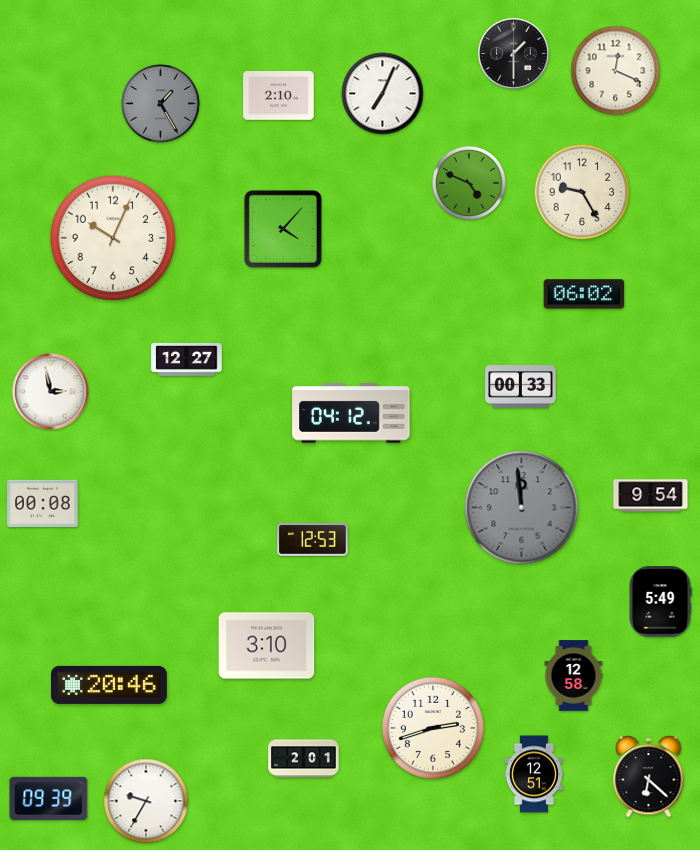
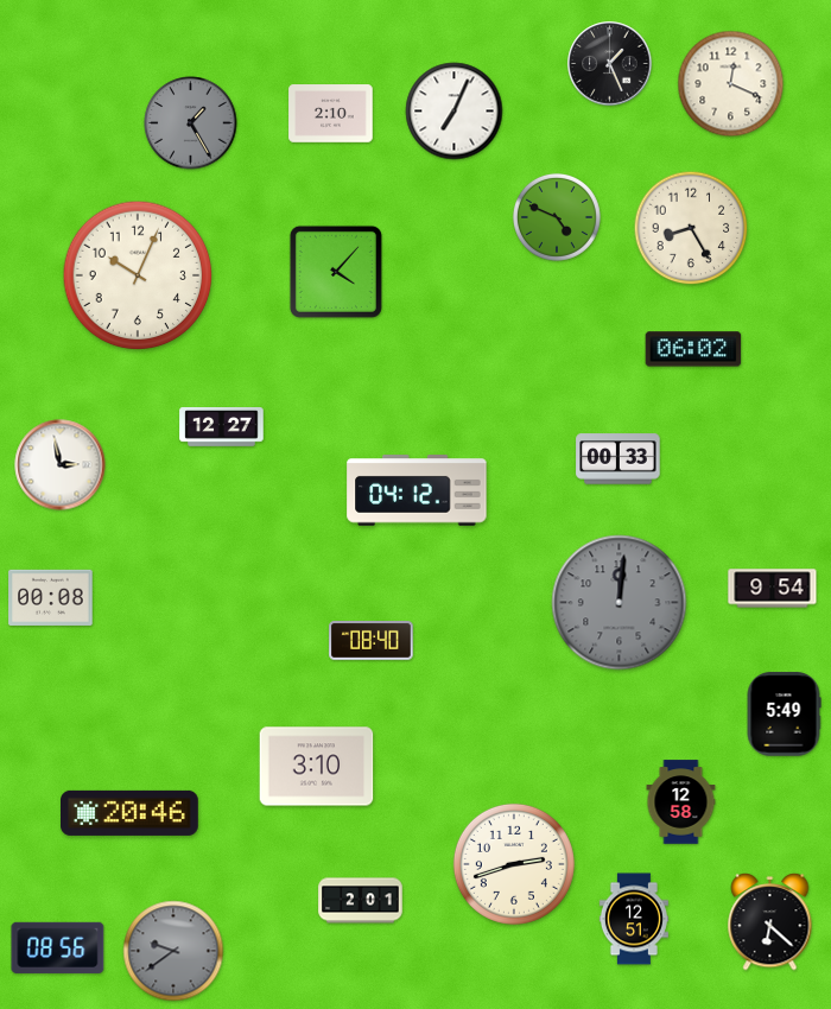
clock at (514, 54): 1:30 -> 1:26
clock at (582, 192): 9:25 -> 8:25
clock at (113, 238) position: (113, 238) -> (138, 275)
clock at (522, 508): 11:59 -> 12:01
clock at (313, 540): 12:53 -> 08:40
clock at (49, 798): 09:39 -> 08:56
clock at (146, 801): 9:35 -> 9:39
clock at (146, 801) dial: white -> grey
